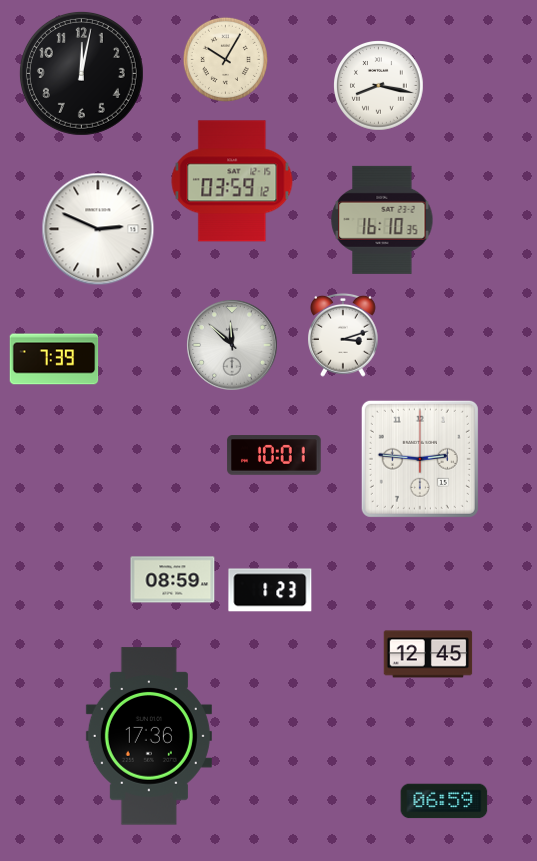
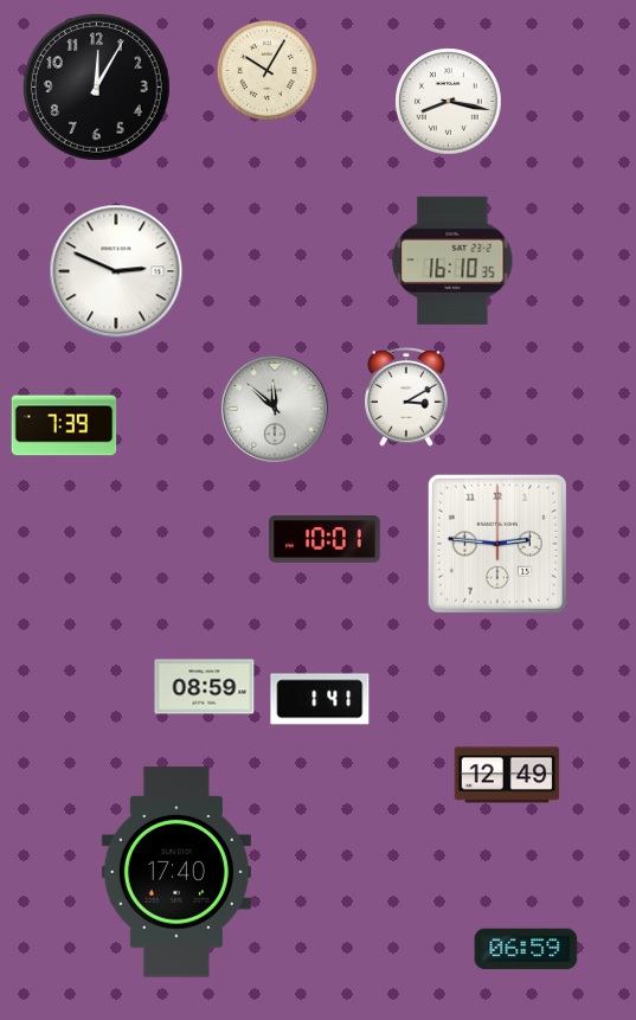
clock at (81, 73): 12:02 -> 12:05
clock at (232, 181): 03:59 -> none
clock at (344, 335): 3:12 -> 3:10
clock at (270, 590): 1:23 -> 1:41
clock at (428, 654): 12:45 -> 12:49
clock at (149, 736): 17:36 -> 17:40
